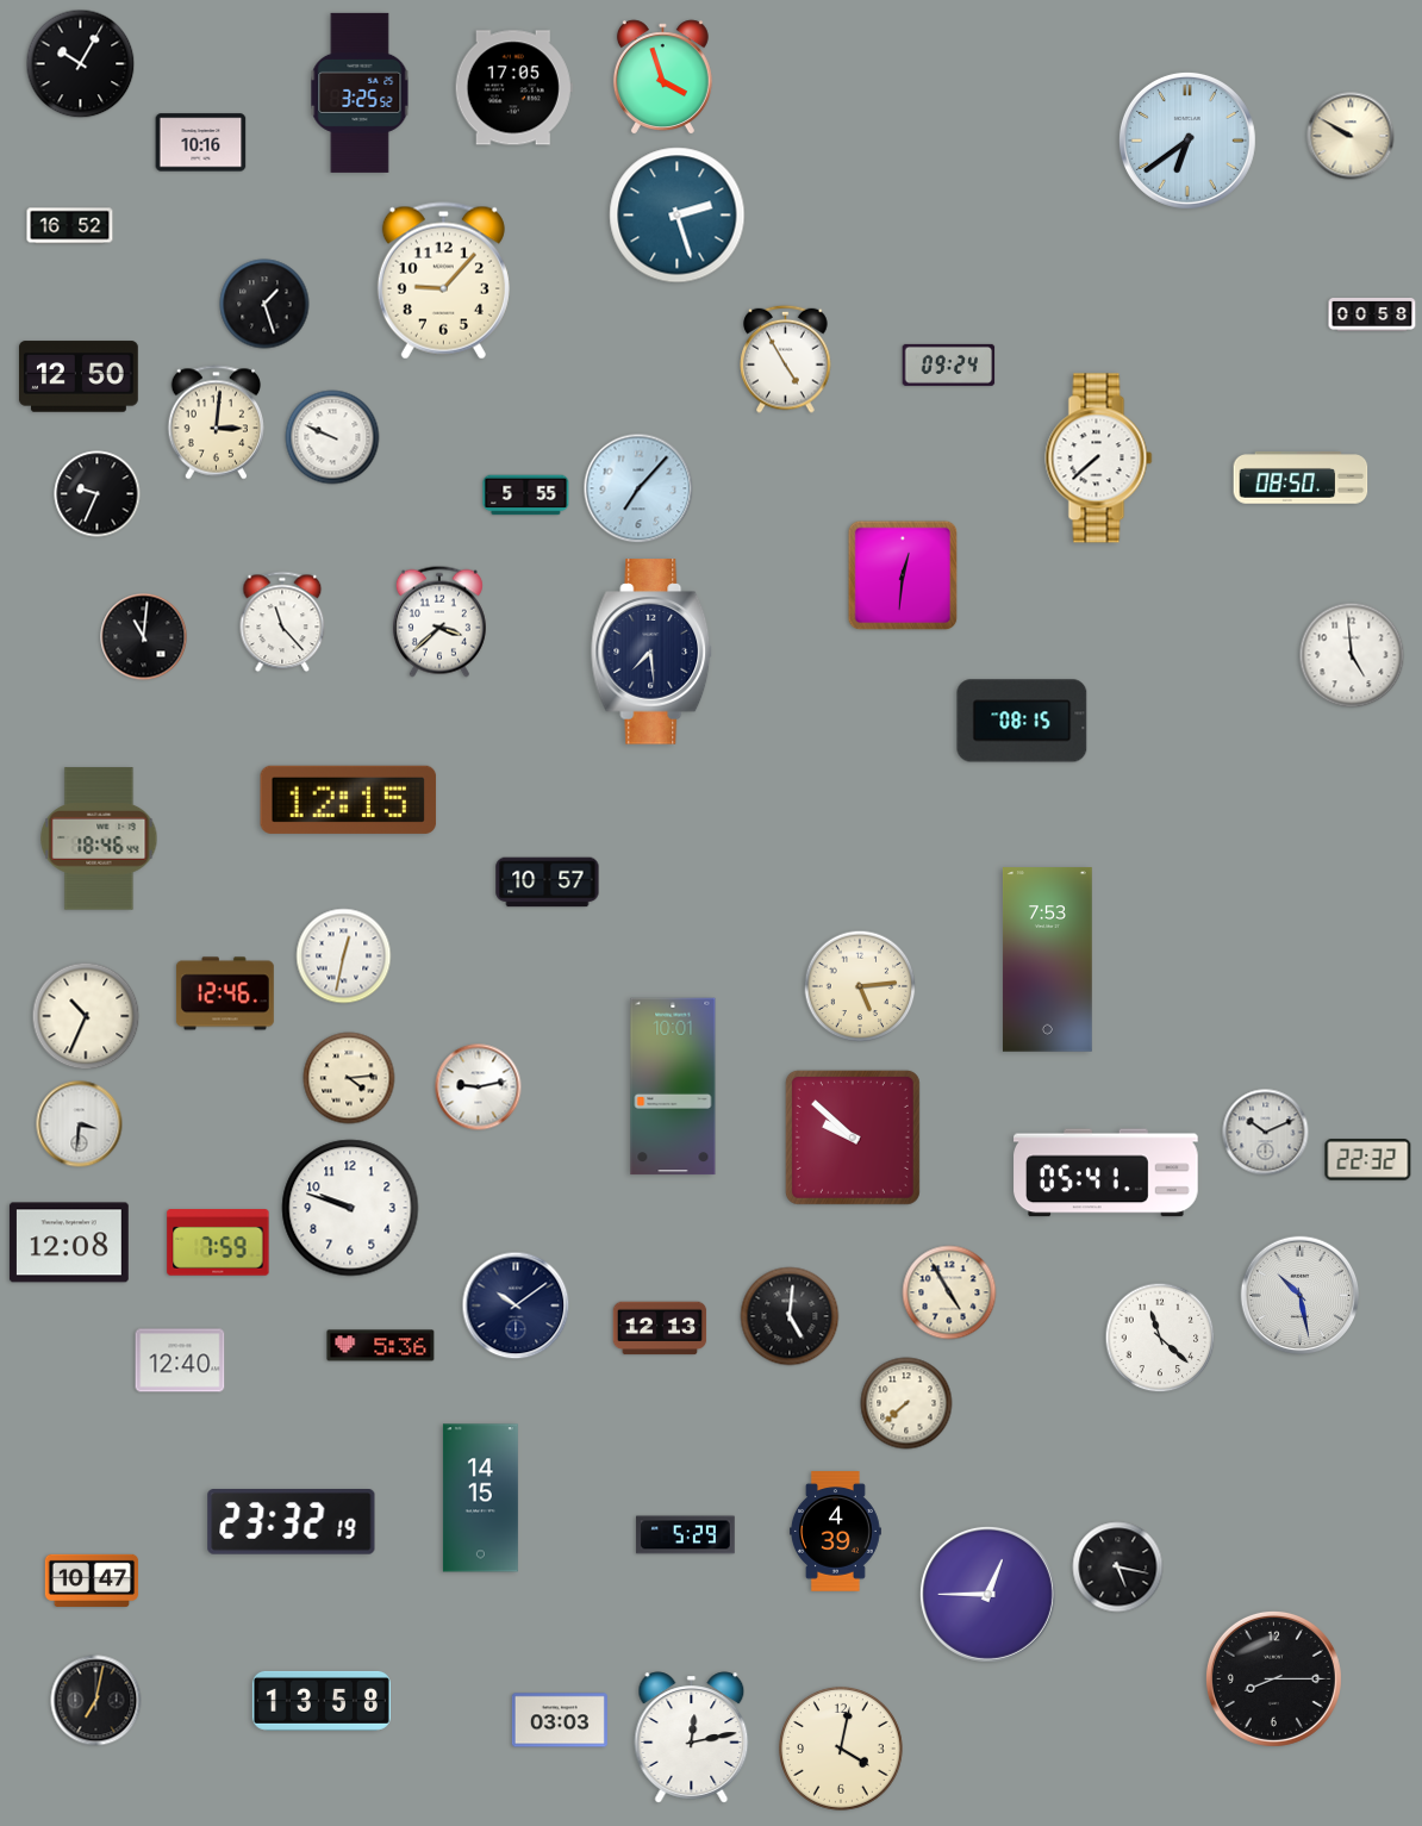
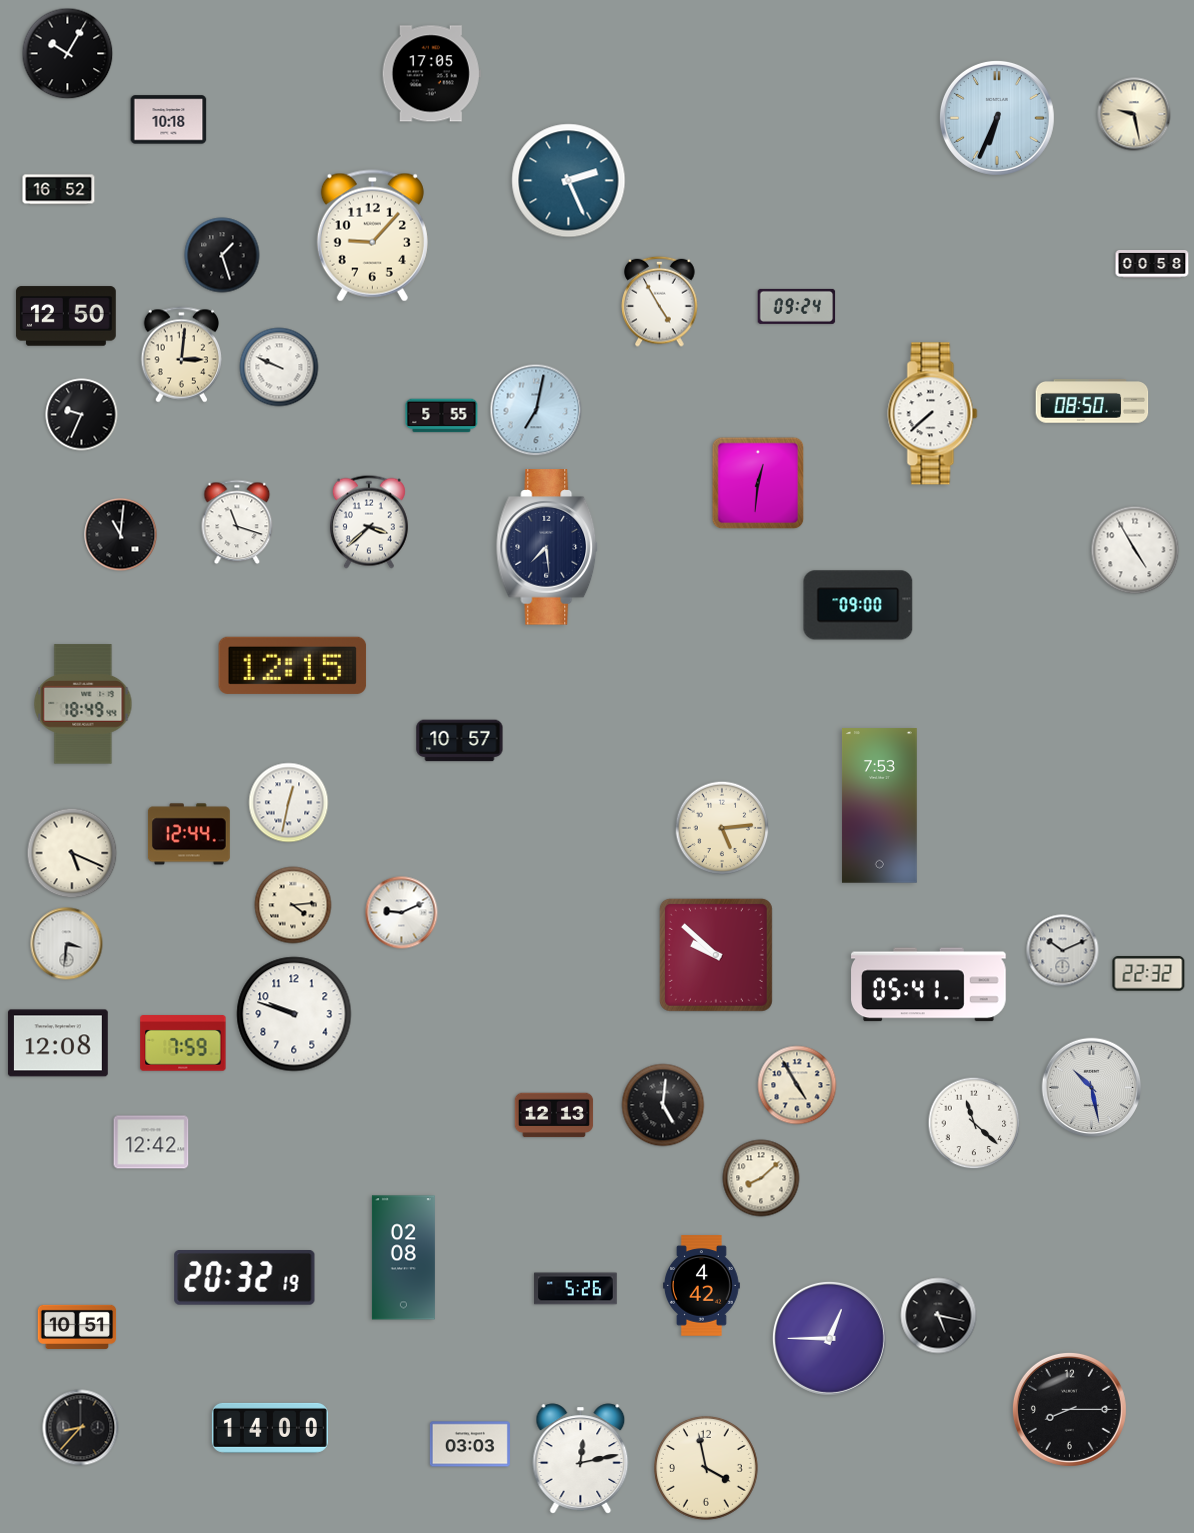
clock at (662, 77): 3:57 -> none
clock at (360, 93): 3:25 -> none
clock at (1351, 136): 9:50 -> 9:28
clock at (1187, 141): 6:39 -> 6:34
clock at (201, 143): 10:16 -> 10:18
clock at (678, 216): 2:27 -> 2:26
clock at (1099, 459) position: (1099, 459) -> (933, 414)
clock at (638, 488): 7:07 -> 7:02
clock at (282, 622): 11:23 -> 11:18
clock at (1352, 655): 4:59 -> 4:55
clock at (1022, 721): 08:15 -> 09:00
clock at (349, 799) position: (349, 799) -> (293, 665)
clock at (99, 839): 18:46 -> 18:49
clock at (225, 993): 12:46 -> 12:44
clock at (86, 1016): 10:34 -> 5:19
clock at (673, 1086): 10:01 -> none
clock at (479, 1088): 9:13 -> 9:11
clock at (516, 1305): 10:09 -> none
clock at (381, 1346): 5:36 -> none
clock at (180, 1360): 12:40 -> 12:42
clock at (906, 1403): 7:38 -> 8:08
clock at (480, 1498): 14:15 -> 02:08
clock at (292, 1522): 23:32 -> 20:32
clock at (835, 1532): 4:39 -> 4:42
clock at (686, 1535): 5:29 -> 5:26
clock at (92, 1581): 10:47 -> 10:51
clock at (96, 1701): 7:02 -> 8:37
clock at (322, 1701): 13:58 -> 14:00
clock at (841, 1749): 4:02 -> 3:58
